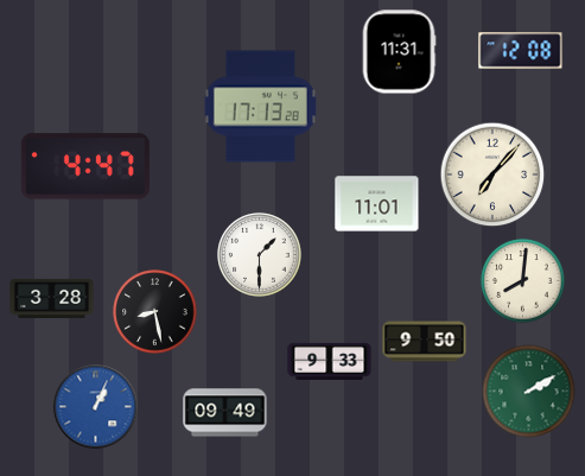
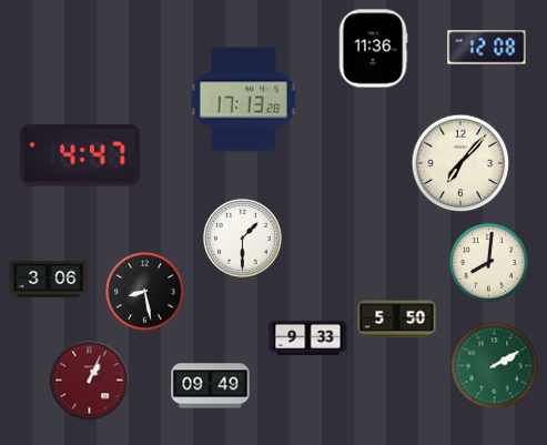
clock at (399, 52): 11:31 -> 11:36
clock at (377, 204): 11:01 -> none
clock at (52, 298): 3:28 -> 3:06
clock at (425, 342): 9:50 -> 5:50
clock at (96, 407) dial: blue -> burgundy
